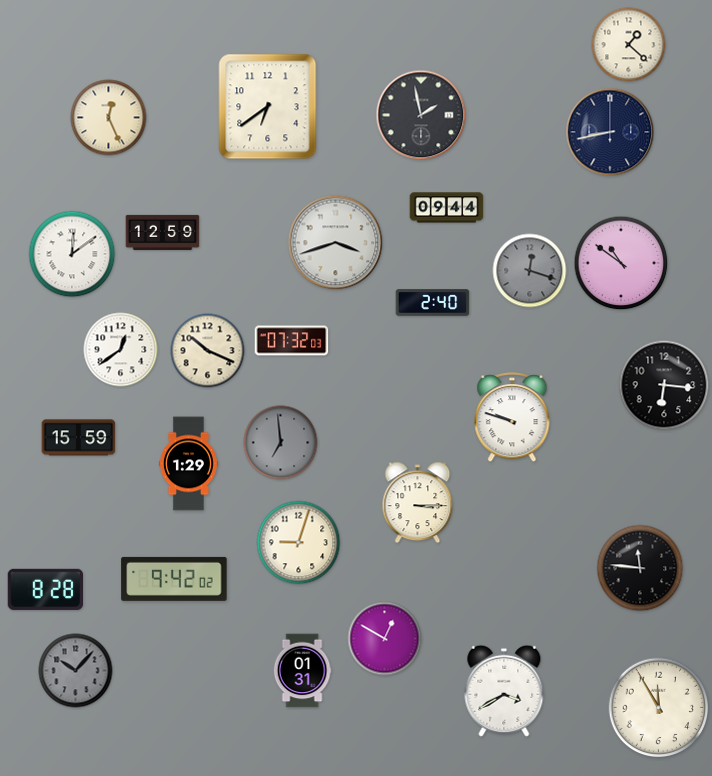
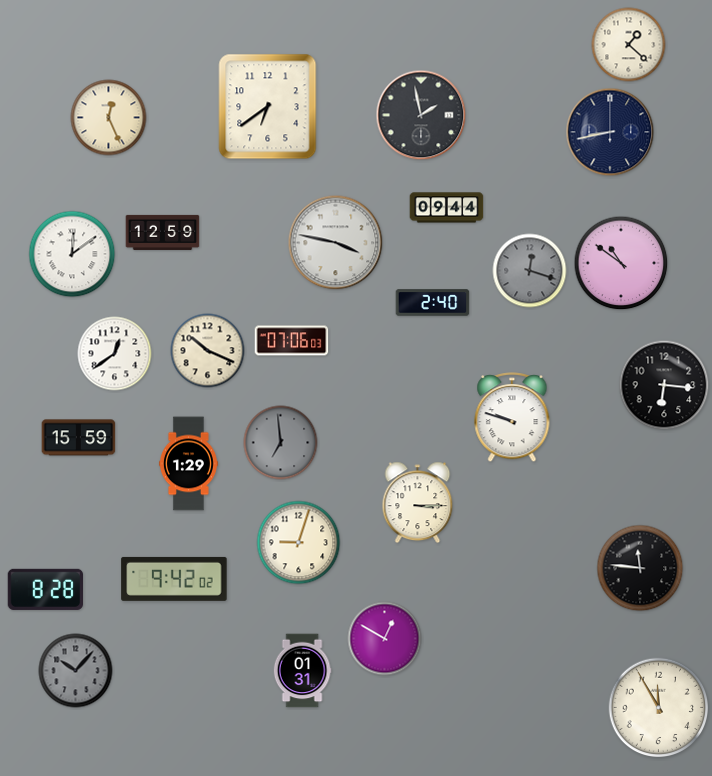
clock at (336, 243): 3:42 -> 3:47
clock at (292, 341): 07:32 -> 07:06
clock at (121, 350) position: (121, 350) -> (115, 354)
clock at (504, 691): 3:40 -> none
